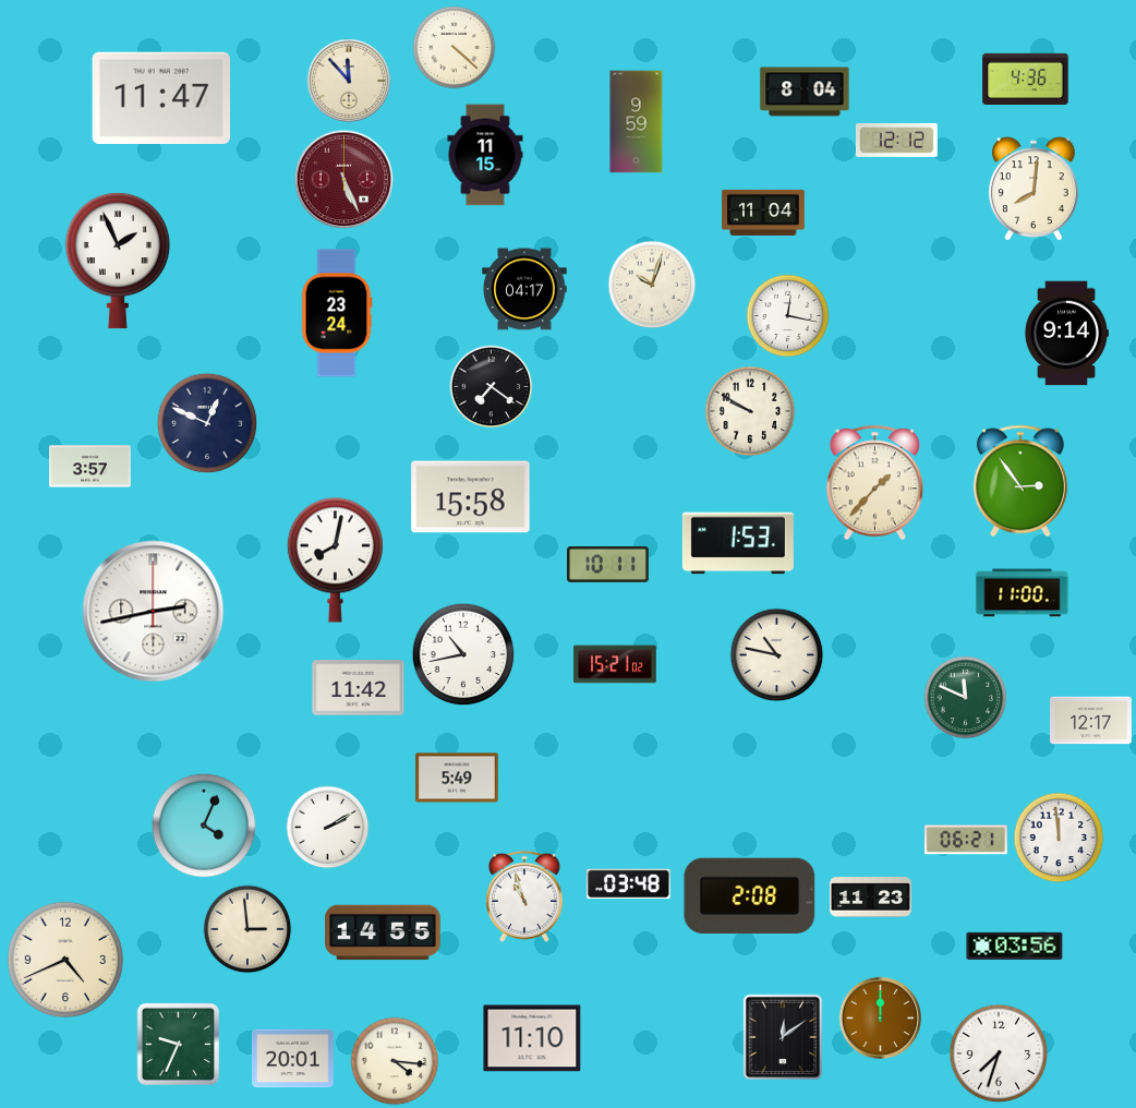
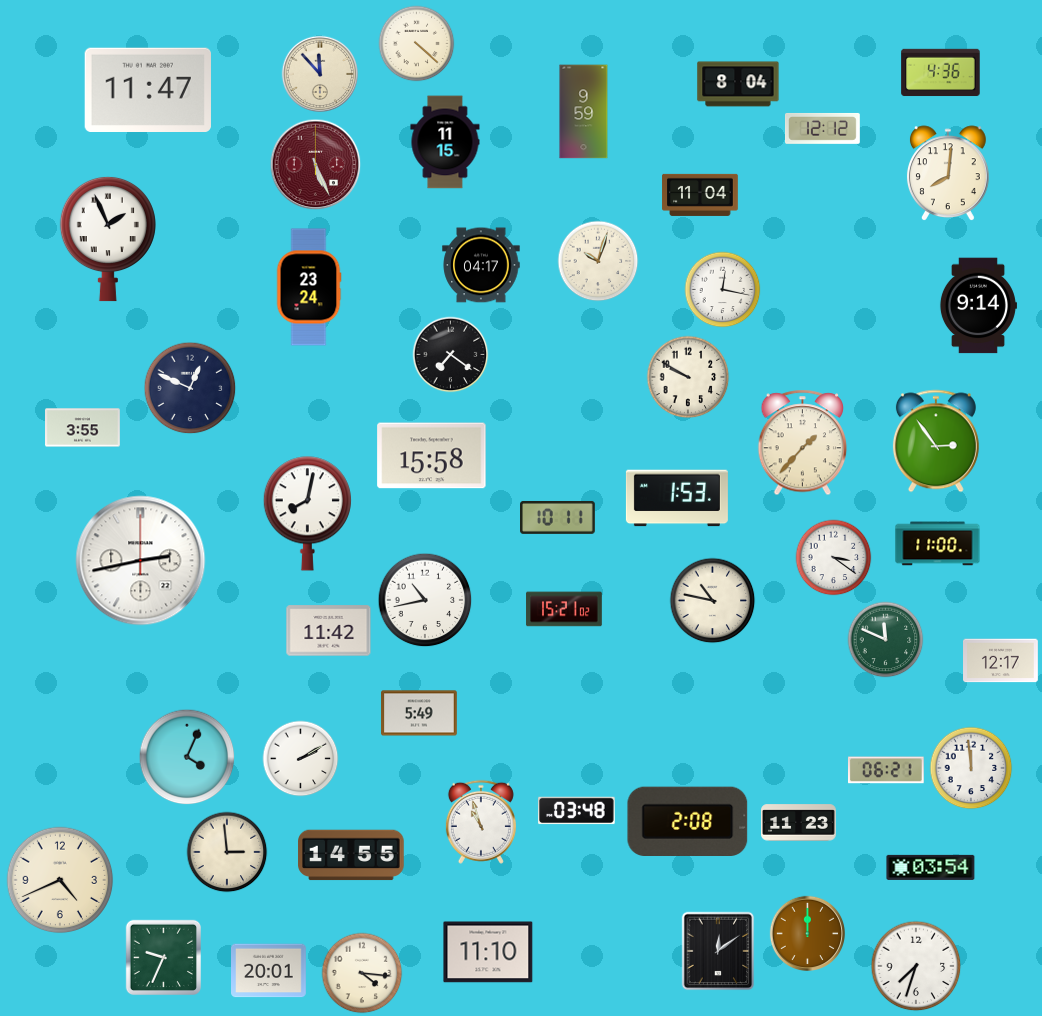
clock at (90, 467): 3:57 -> 3:55
clock at (834, 558): none -> 3:21
clock at (1015, 946): 03:56 -> 03:54
